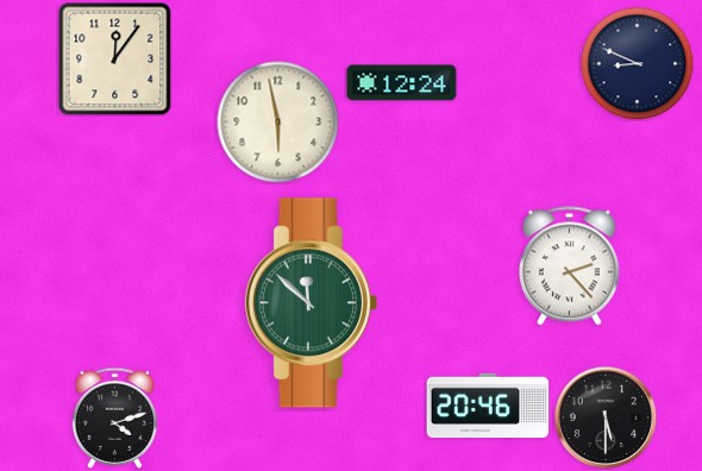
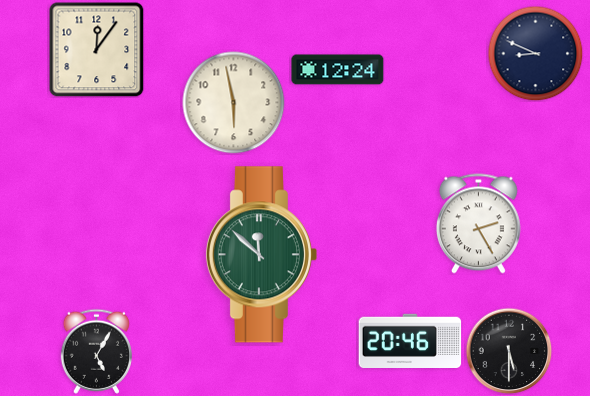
clock at (569, 266): 2:23 -> 2:25
clock at (114, 417): 4:12 -> 5:05
